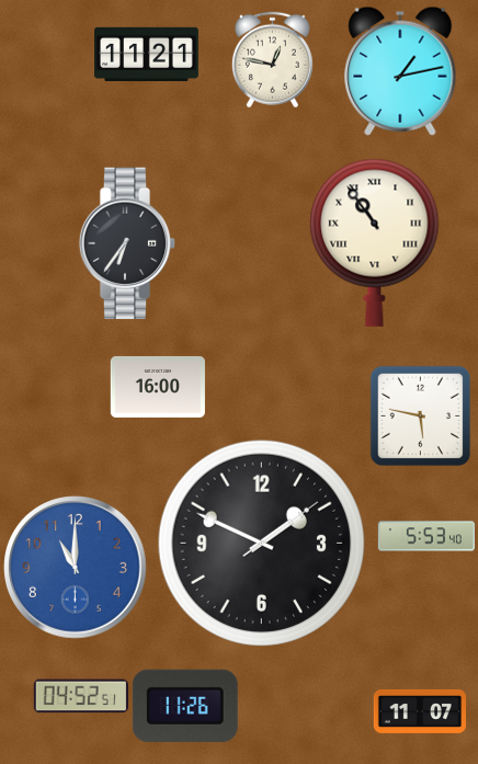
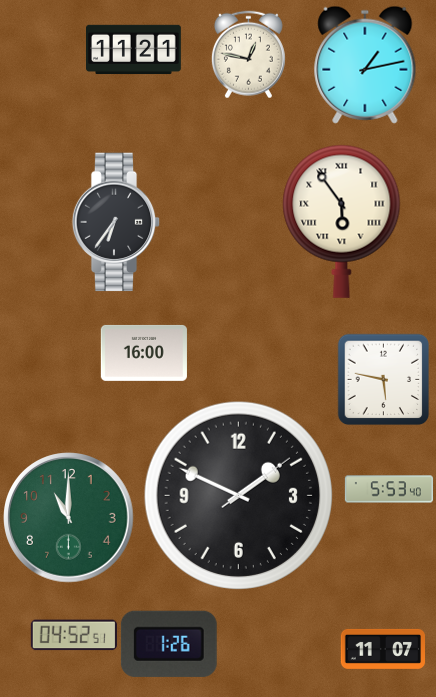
clock at (375, 242): 10:54 -> 5:54
clock at (76, 568) dial: blue -> green
clock at (185, 706): 11:26 -> 1:26
